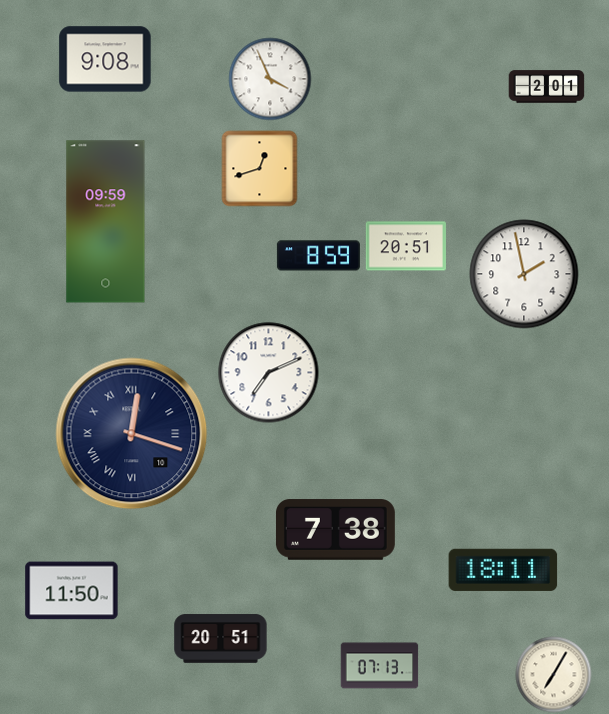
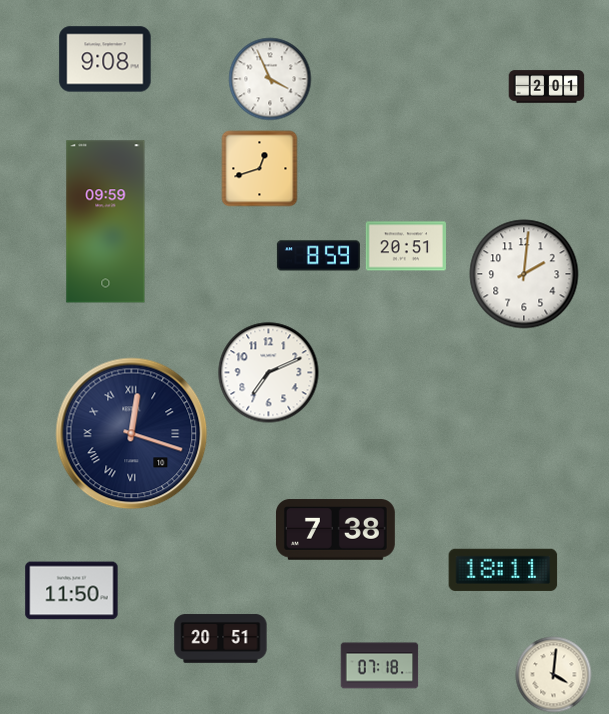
clock at (524, 274): 1:58 -> 2:01
clock at (380, 666): 07:13 -> 07:18
clock at (554, 675): 7:05 -> 4:01
